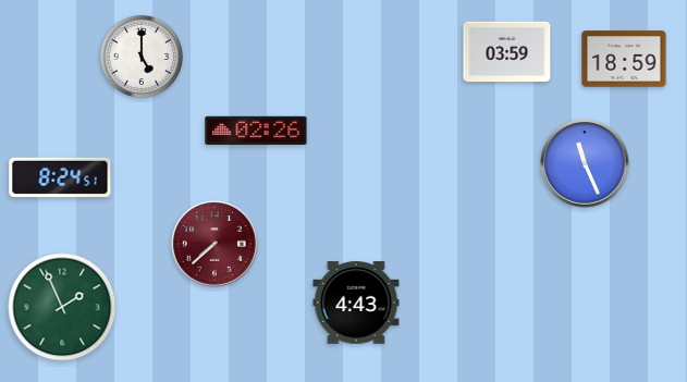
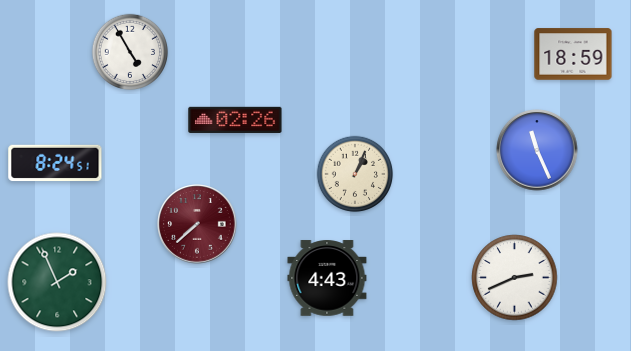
clock at (507, 52): 03:59 -> none
clock at (142, 57): 5:00 -> 4:55
clock at (355, 174): none -> 1:04
clock at (515, 278): none -> 2:41
